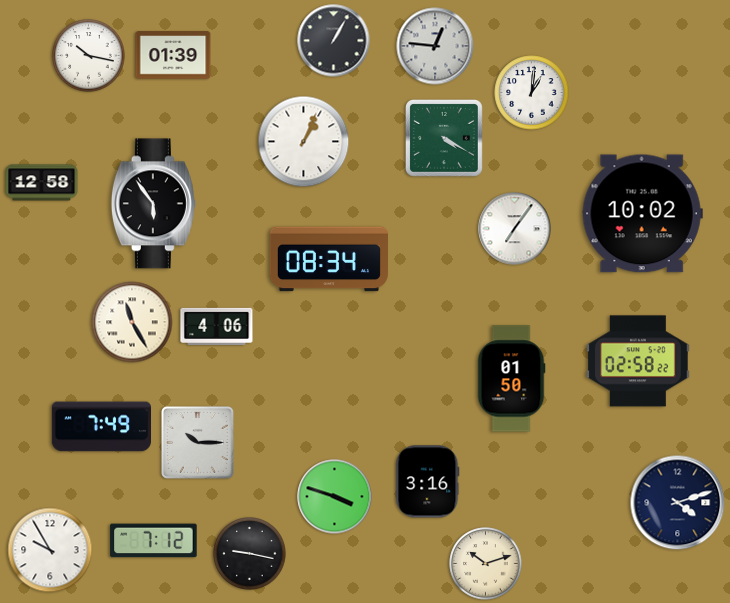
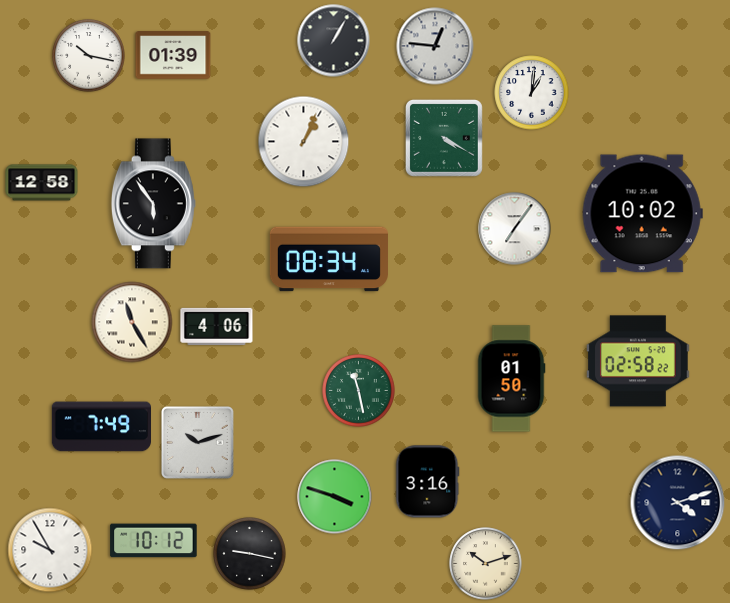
clock at (359, 391): none -> 11:28
clock at (198, 443): 10:15 -> 10:12
clock at (154, 541): 7:12 -> 10:12
